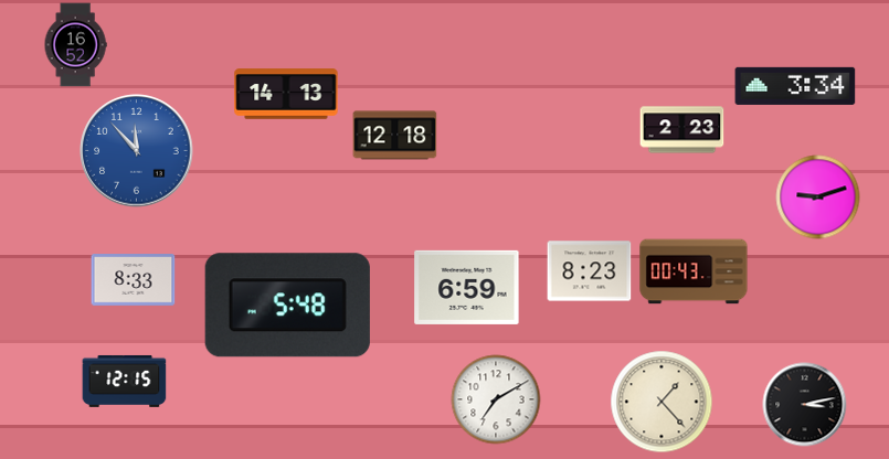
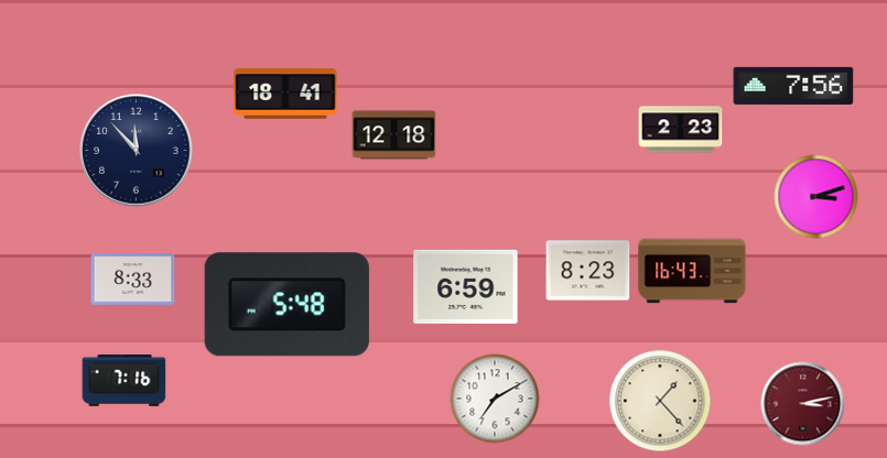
clock at (75, 45): 16:52 -> none
clock at (795, 86): 3:34 -> 7:56
clock at (286, 94): 14:13 -> 18:41
clock at (137, 151) dial: blue -> navy
clock at (818, 198): 9:12 -> 3:12
clock at (694, 271): 00:43 -> 16:43
clock at (125, 381): 12:15 -> 7:16
clock at (805, 405) dial: black -> burgundy
